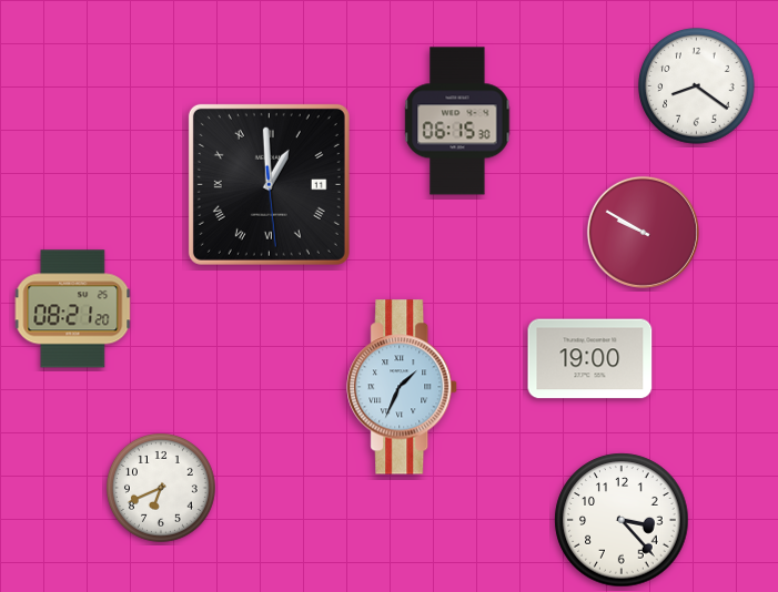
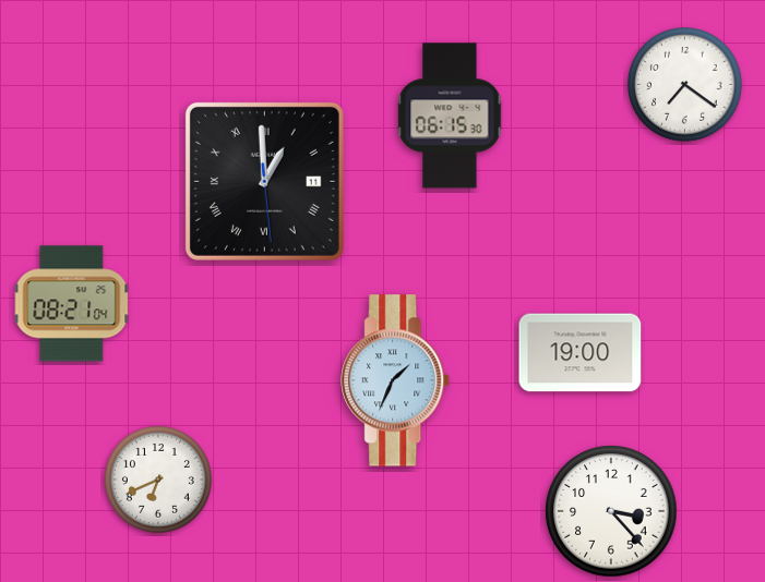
clock at (697, 86): 8:21 -> 7:21
clock at (457, 121) position: (457, 121) -> (450, 116)
clock at (643, 232): 9:50 -> none
clock at (73, 309): 08:21:20 -> 08:21:04
